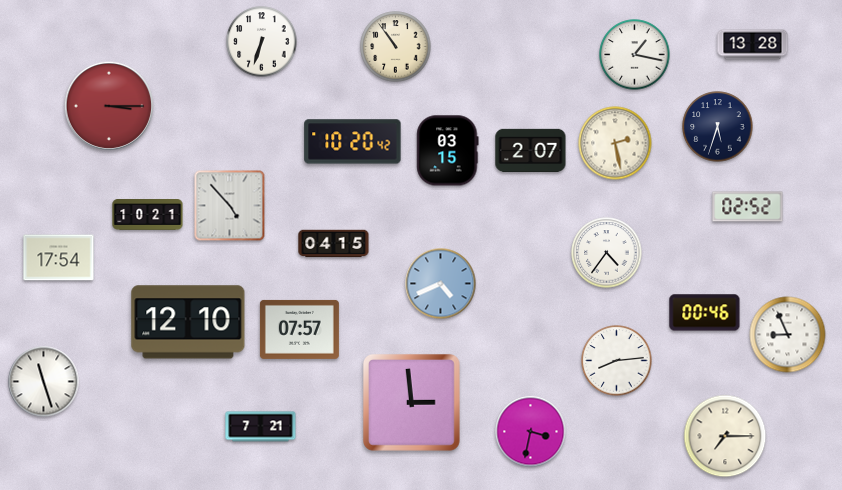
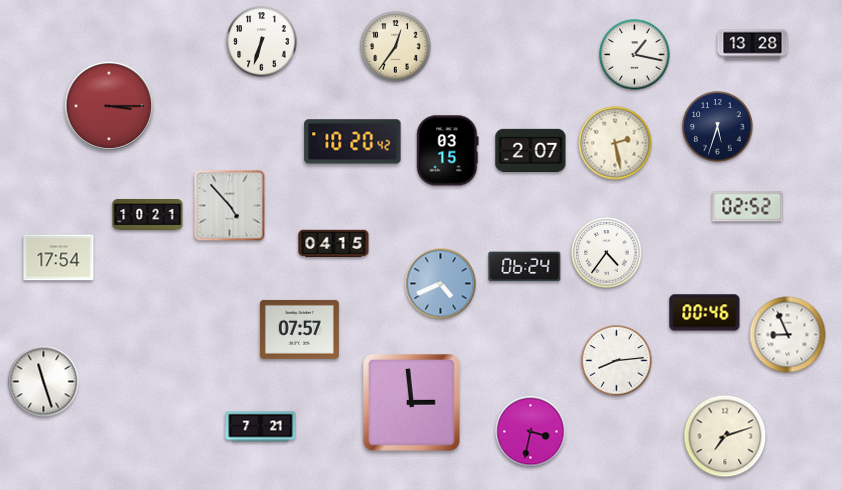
clock at (396, 47): 10:54 -> 12:36
clock at (525, 267): none -> 06:24
clock at (188, 322): 12:10 -> none
clock at (725, 436): 7:15 -> 7:12
